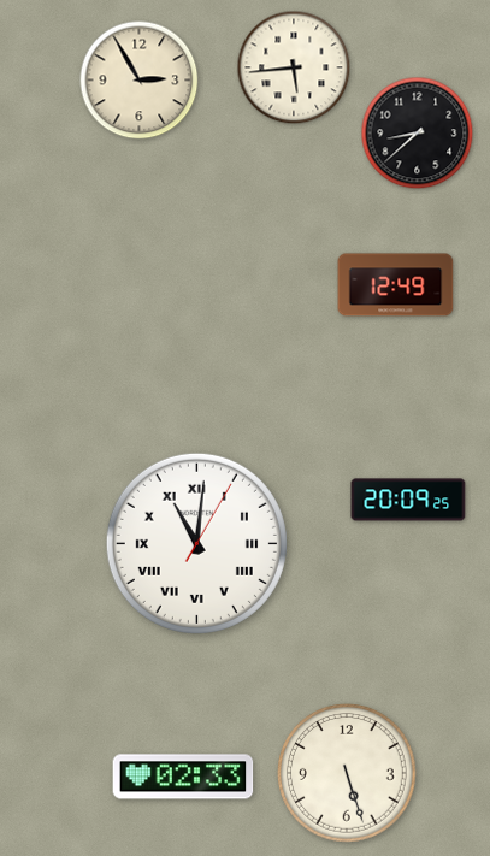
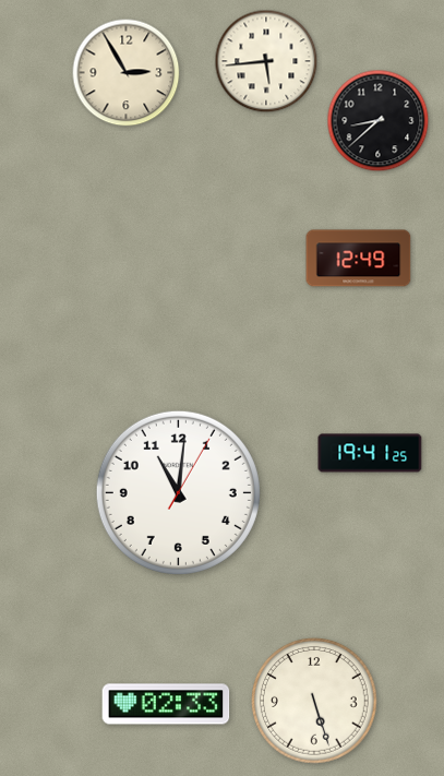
clock at (408, 500): 20:09 -> 19:41
clock at (196, 543) numerals: Roman -> Arabic
